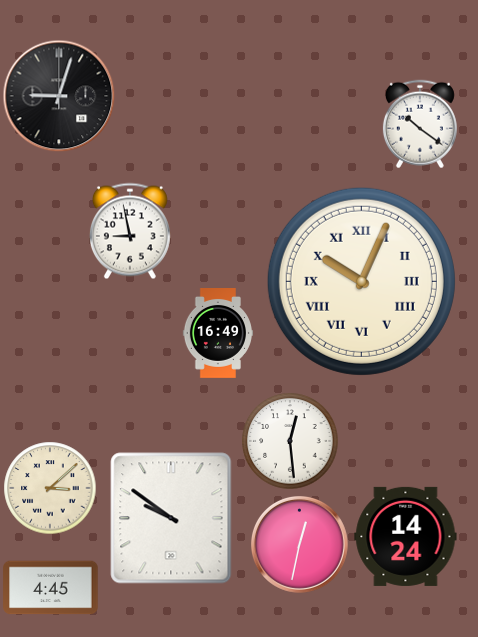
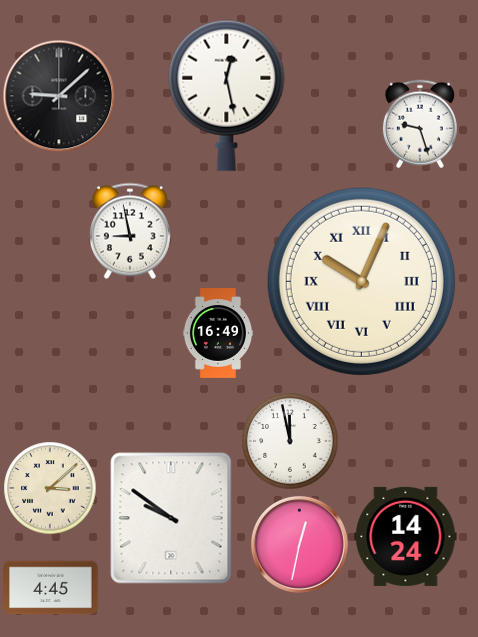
clock at (227, 95): none -> 12:28
clock at (59, 96): 9:03 -> 9:08
clock at (420, 124): 10:21 -> 9:27
clock at (290, 441): 12:29 -> 11:58
